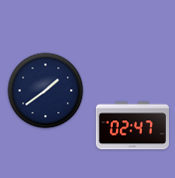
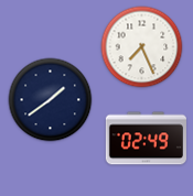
clock at (142, 47): none -> 7:26
clock at (132, 126): 02:47 -> 02:49
